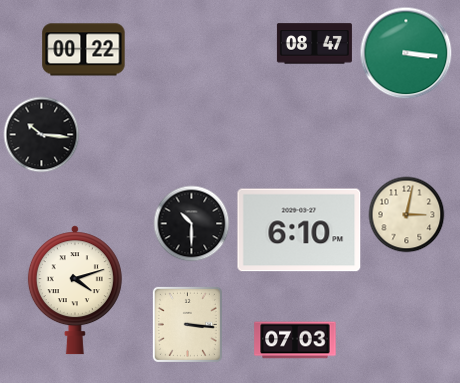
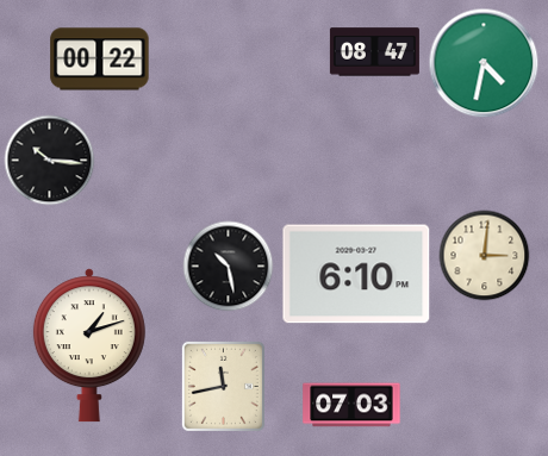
clock at (406, 53): 3:16 -> 4:32
clock at (407, 215): 3:02 -> 3:01
clock at (192, 224): 10:30 -> 10:28
clock at (75, 290): 4:12 -> 1:12
clock at (187, 324): 3:16 -> 11:43
